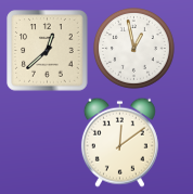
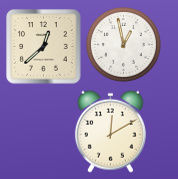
clock at (119, 142): 12:09 -> 12:10
